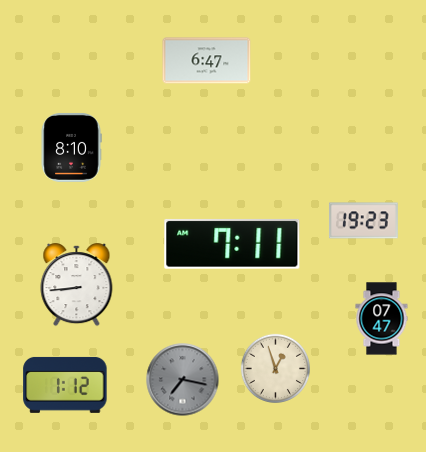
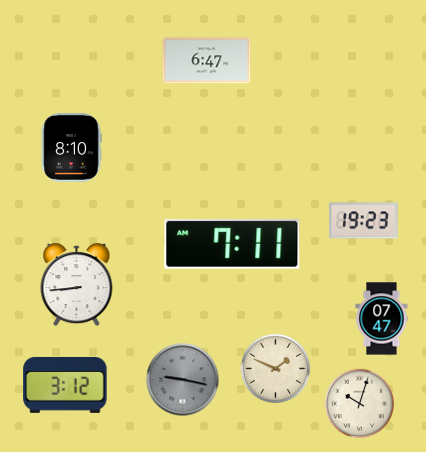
clock at (275, 368): 12:57 -> 1:49
clock at (183, 380): 7:17 -> 9:17
clock at (65, 385): 1:12 -> 3:12
clock at (359, 403): none -> 10:03
